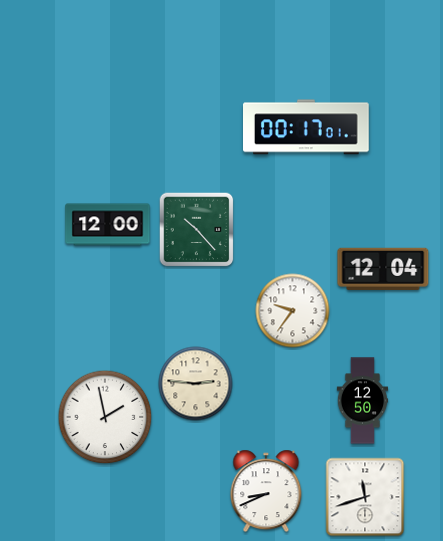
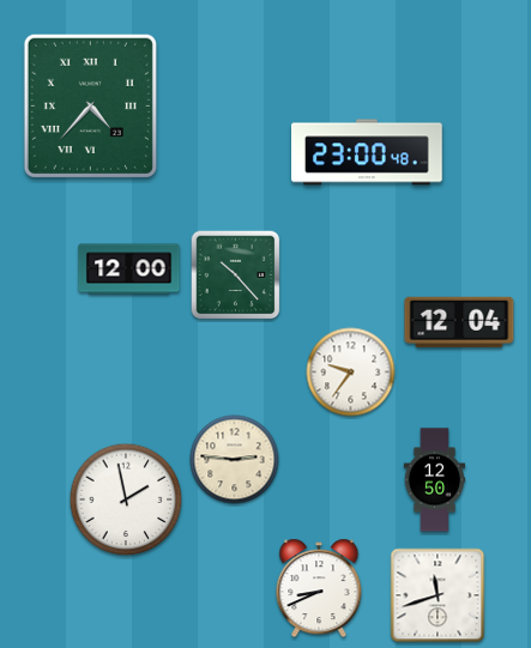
clock at (90, 105): none -> 4:37
clock at (307, 127): 00:17 -> 23:00
